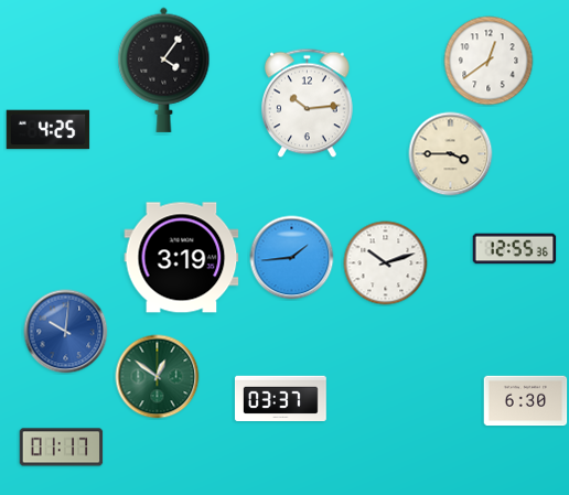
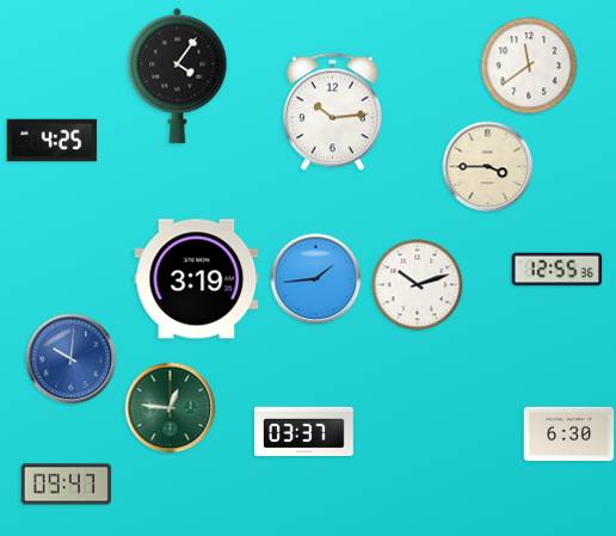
clock at (489, 61): 12:39 -> 11:39
clock at (158, 377): 12:51 -> 12:46
clock at (62, 448): 01:17 -> 09:47
